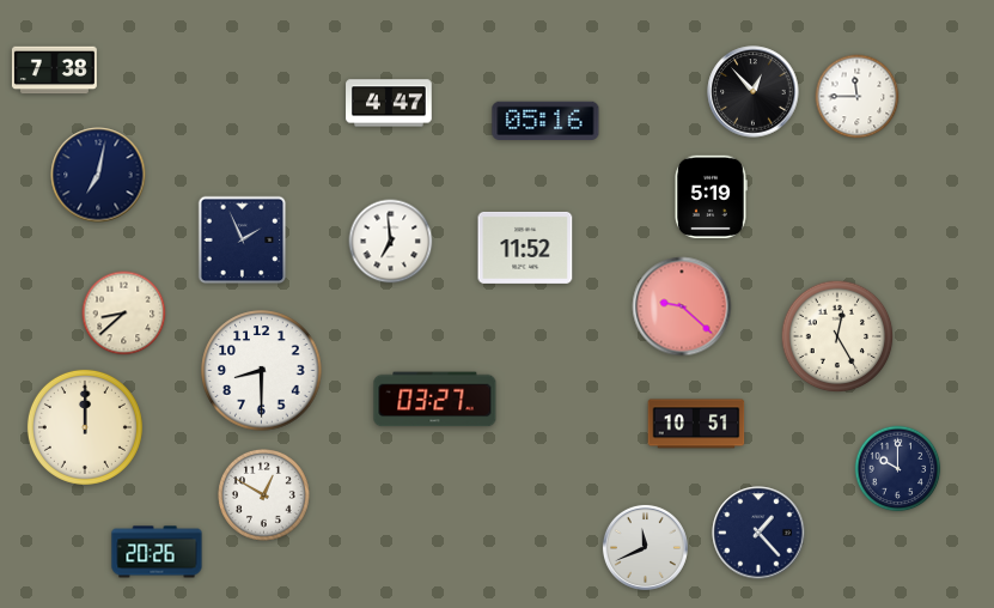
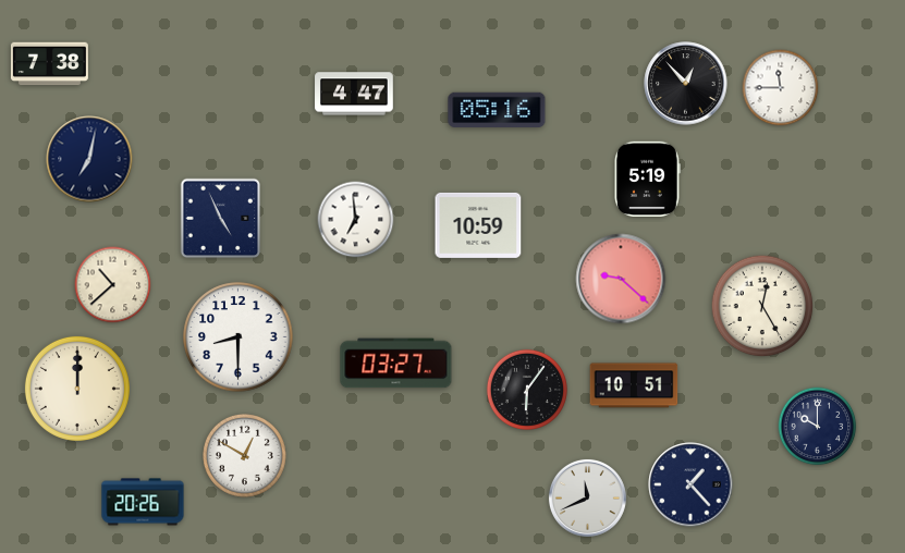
clock at (243, 241): 1:56 -> 4:56
clock at (525, 248): 11:52 -> 10:59
clock at (124, 314): 8:38 -> 10:38
clock at (527, 390): none -> 6:06
clock at (264, 495) position: (264, 495) -> (245, 456)
